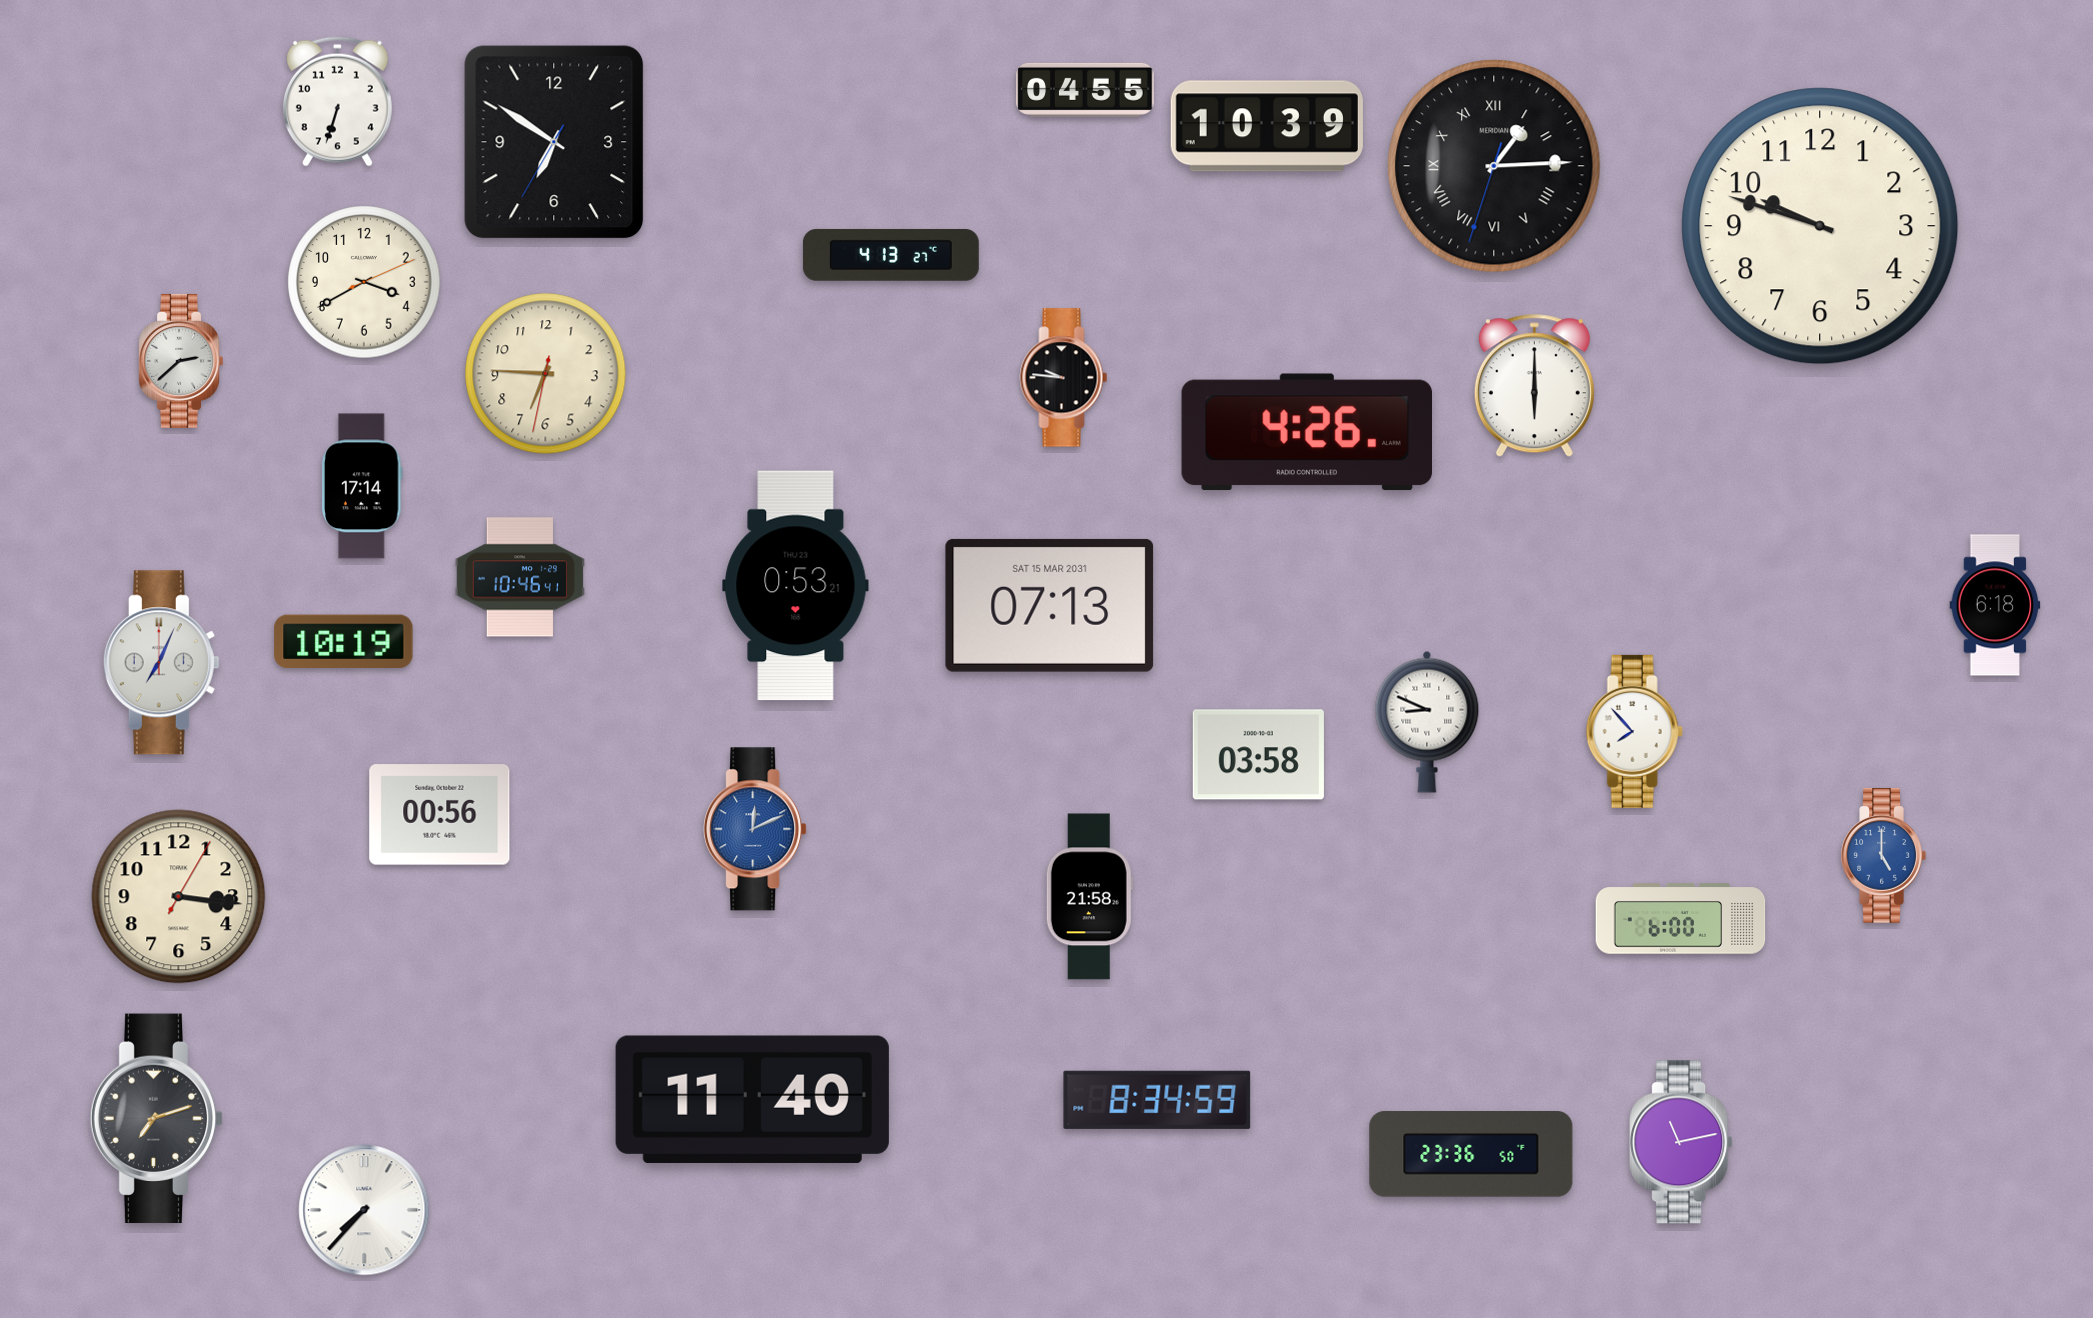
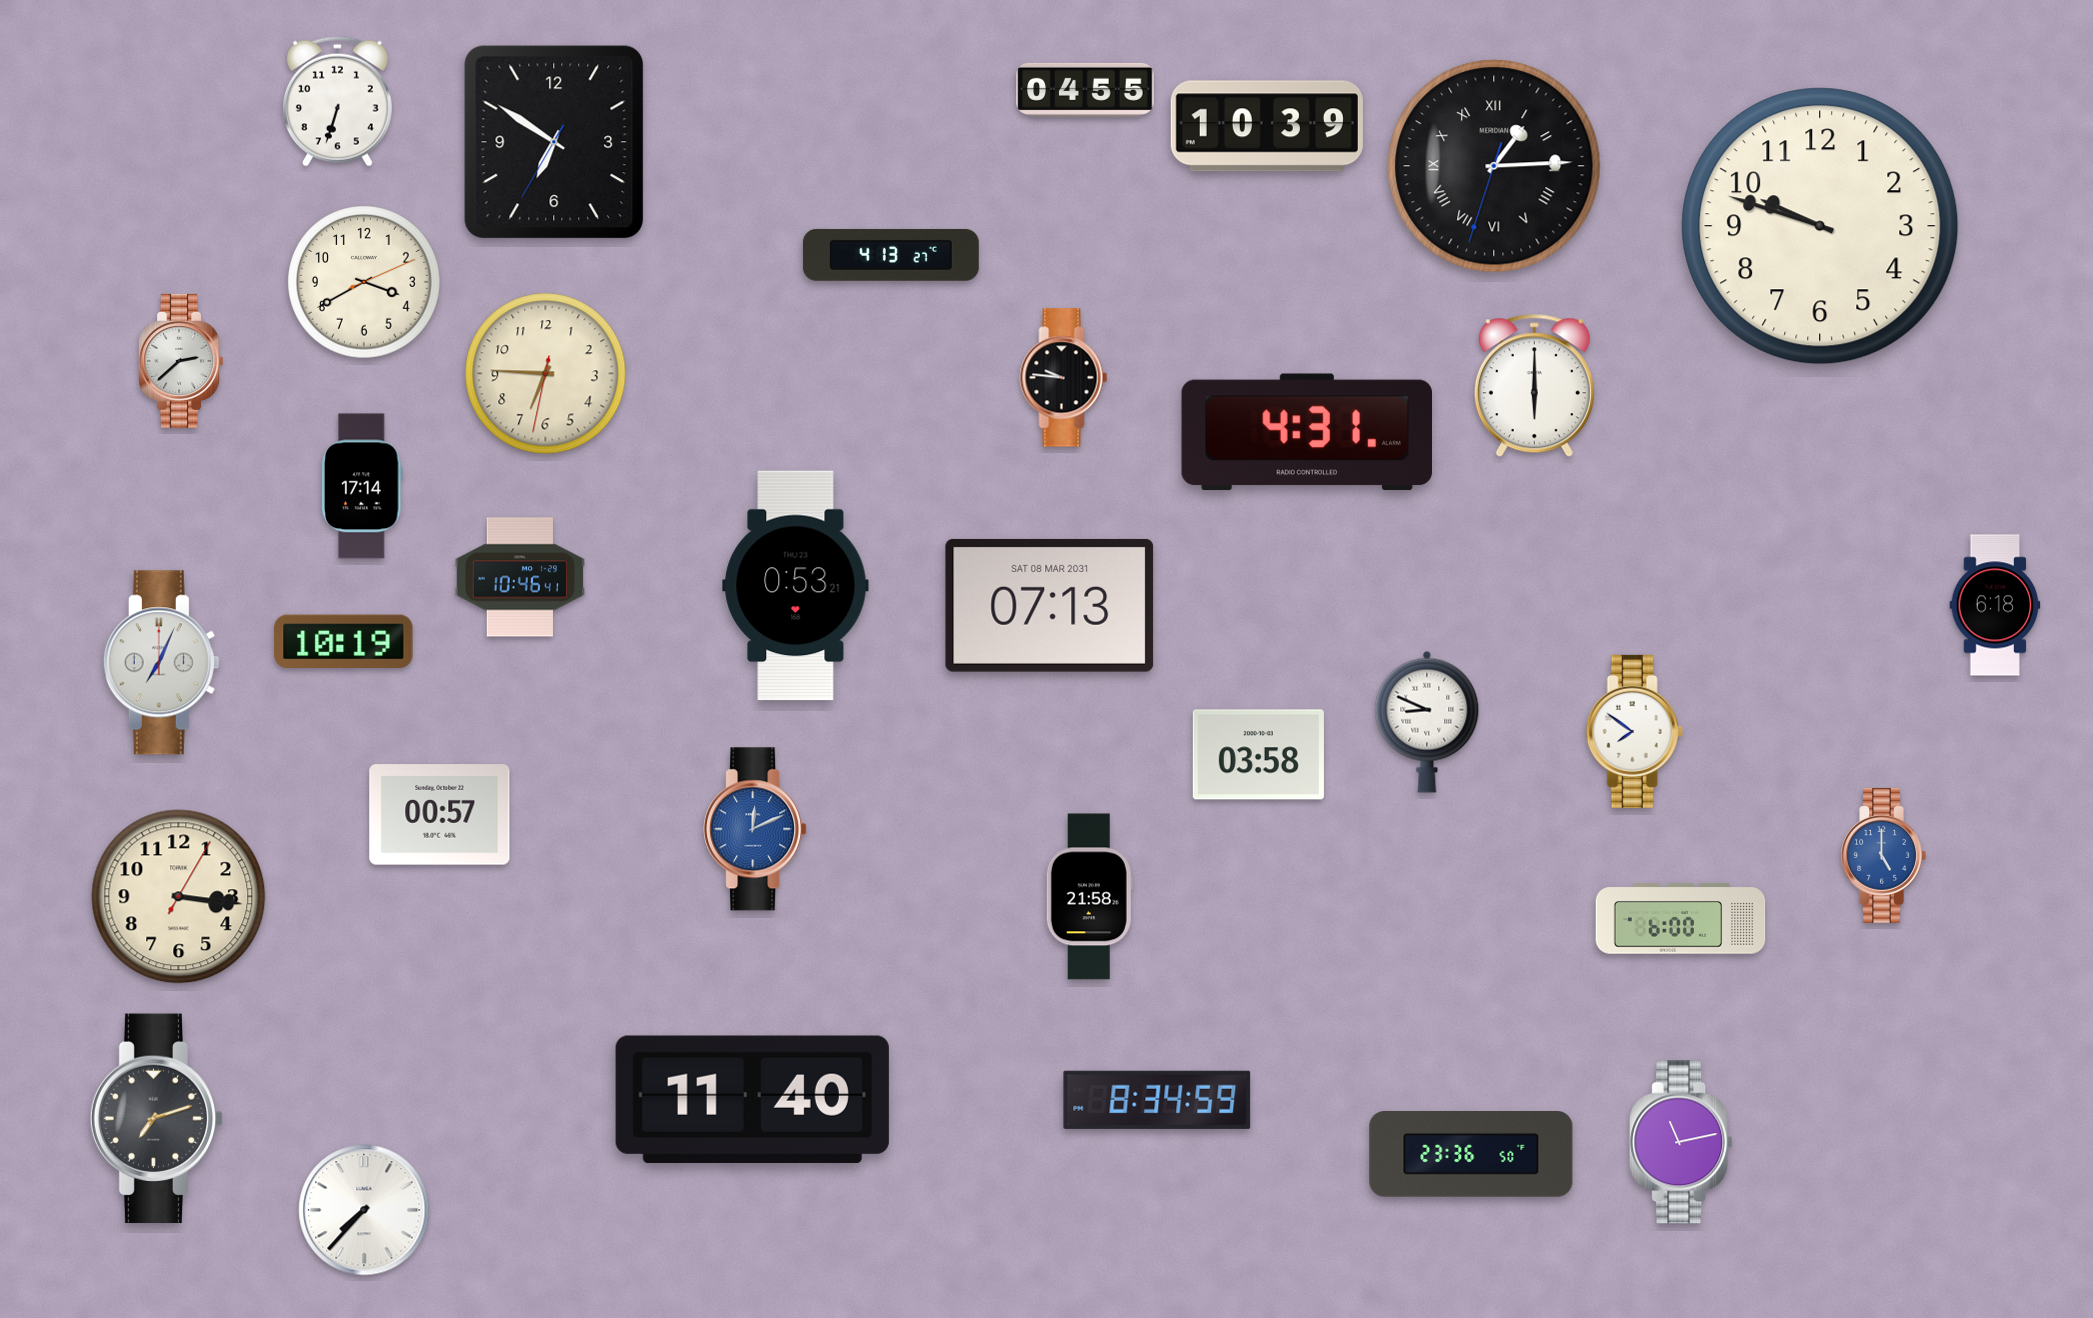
clock at (1306, 432): 4:26 -> 4:31
clock at (1050, 605) date: SAT 15 MAR 2031 -> SAT 08 MAR 2031
clock at (1634, 731): 7:53 -> 7:51
clock at (440, 815): 00:56 -> 00:57
